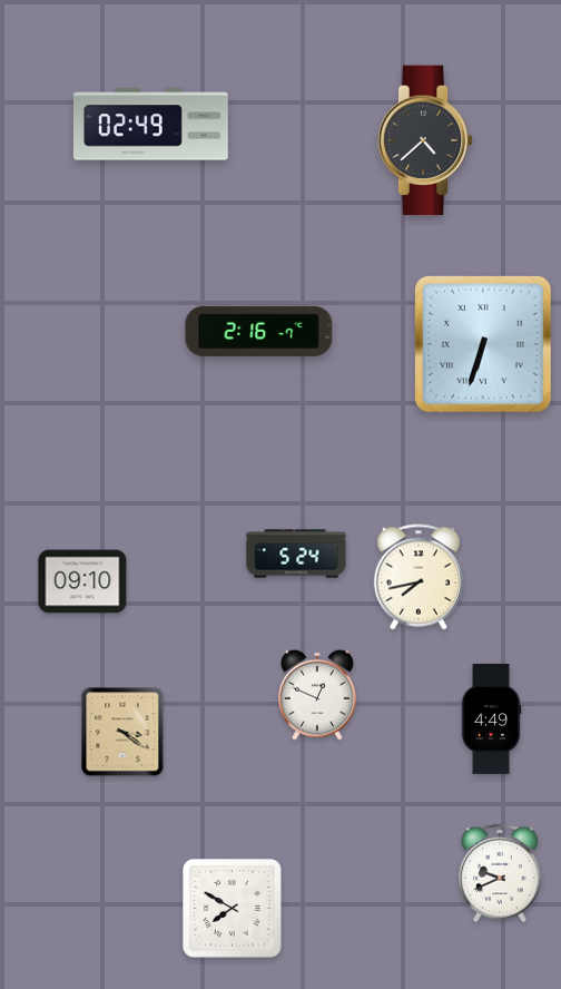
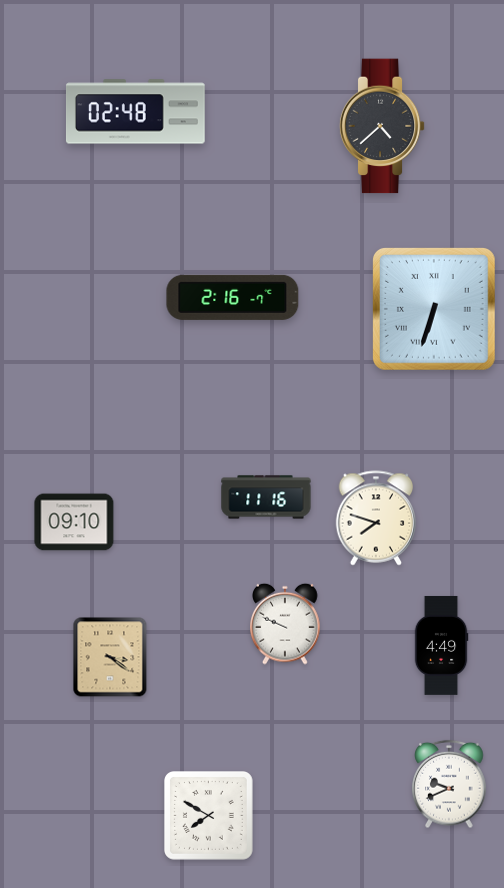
clock at (151, 125): 02:49 -> 02:48
clock at (296, 554): 5:24 -> 11:16
clock at (419, 577): 7:43 -> 7:48
clock at (317, 695): 12:49 -> 9:49
